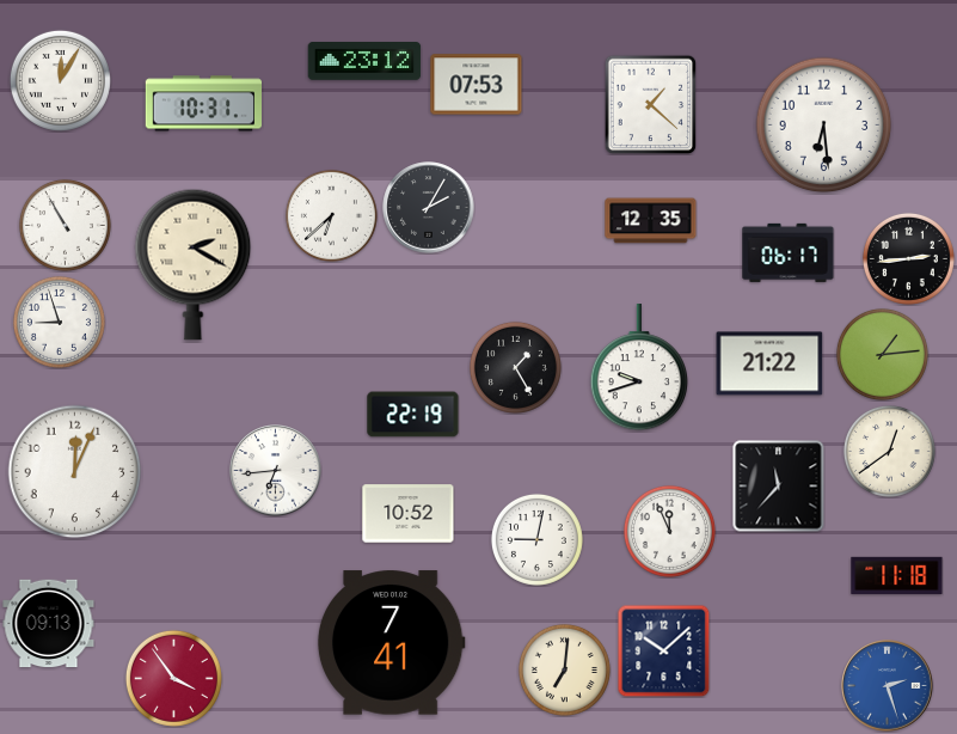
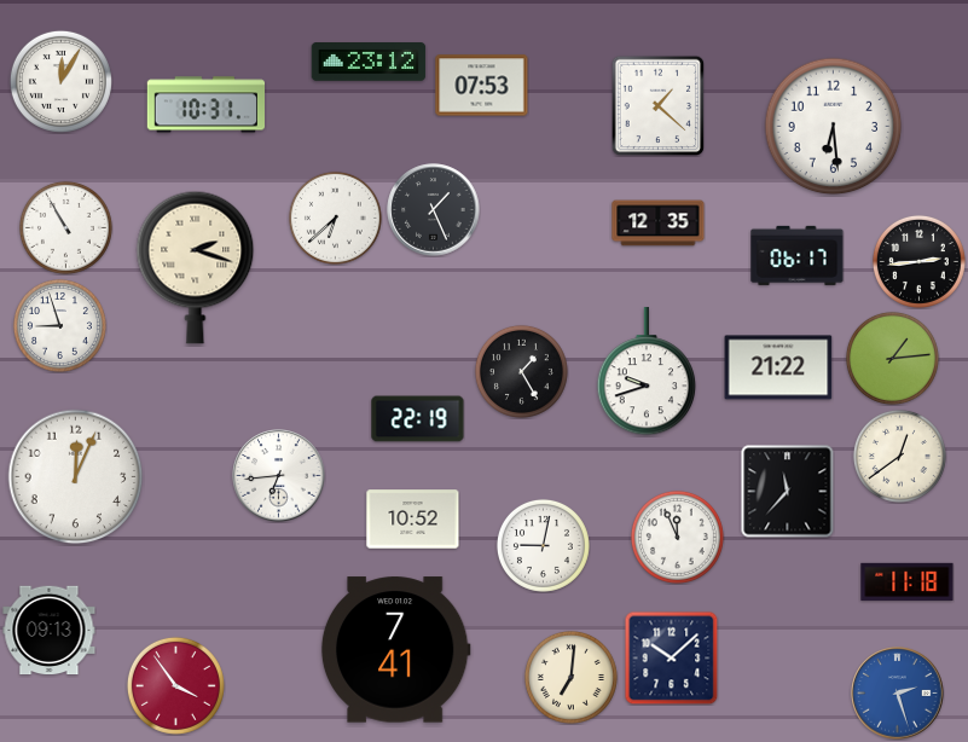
clock at (429, 208): 2:05 -> 1:26
clock at (194, 264): 2:20 -> 2:18
